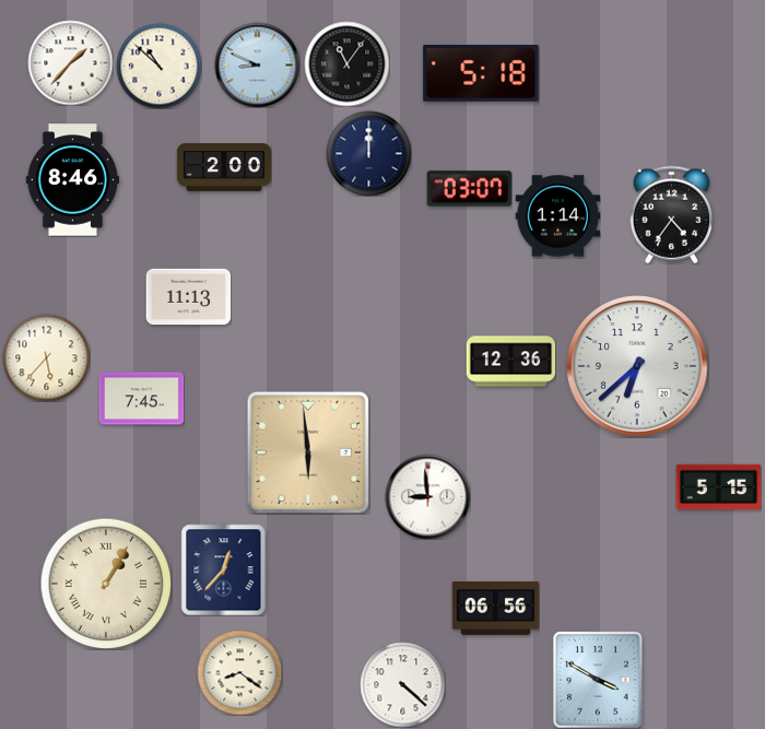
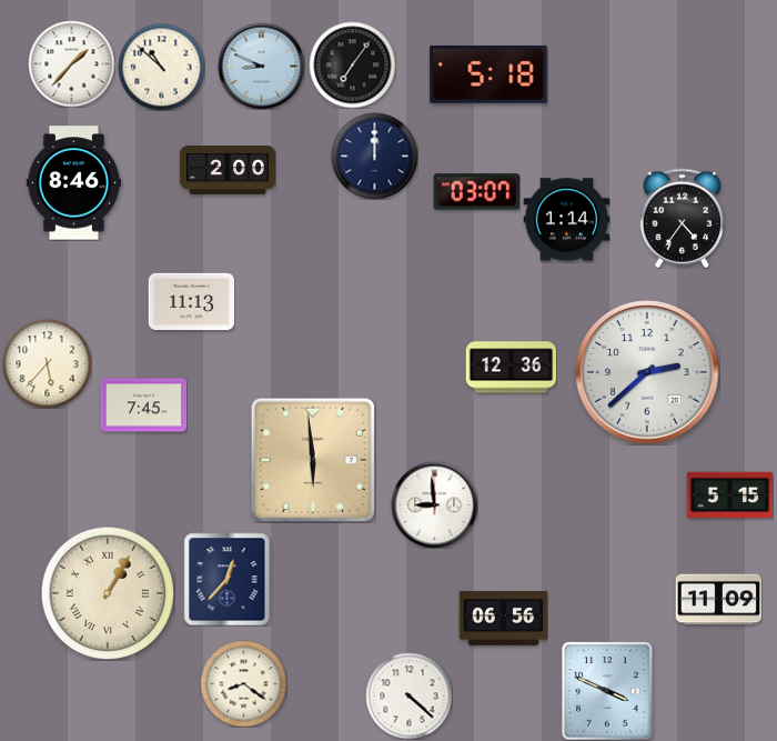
clock at (346, 63): 11:06 -> 7:06
clock at (510, 362) position: (510, 362) -> (511, 368)
clock at (637, 366): 6:38 -> 2:38
clock at (718, 600): none -> 11:09
clock at (598, 680): 3:50 -> 3:49
